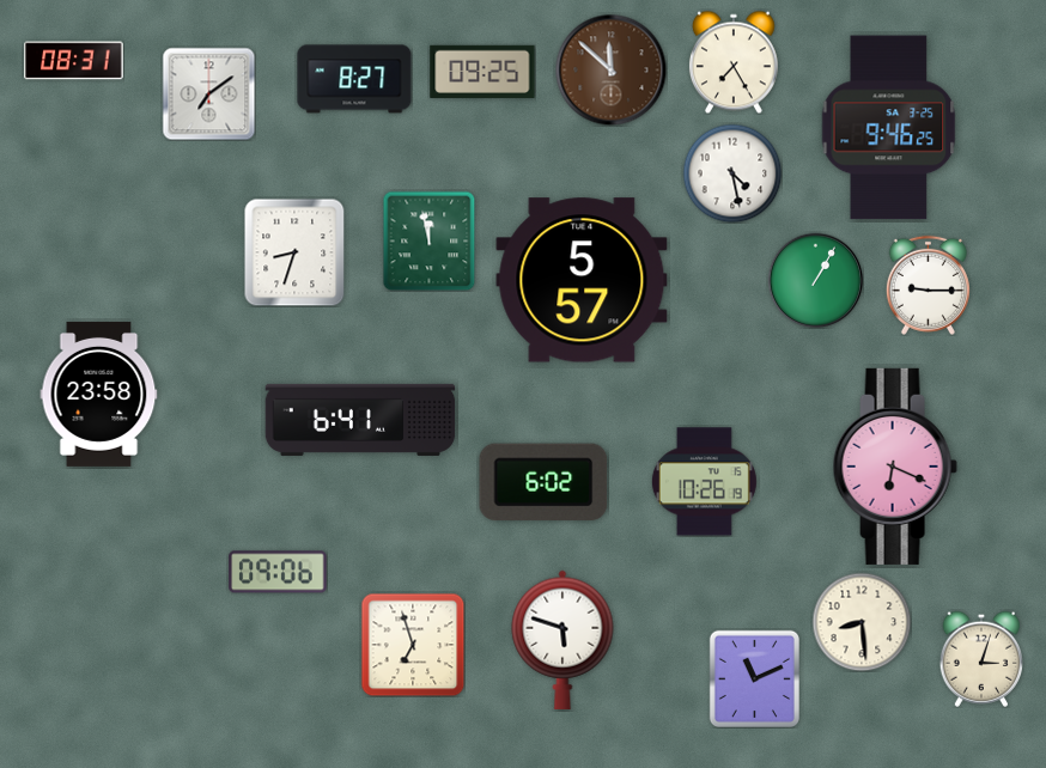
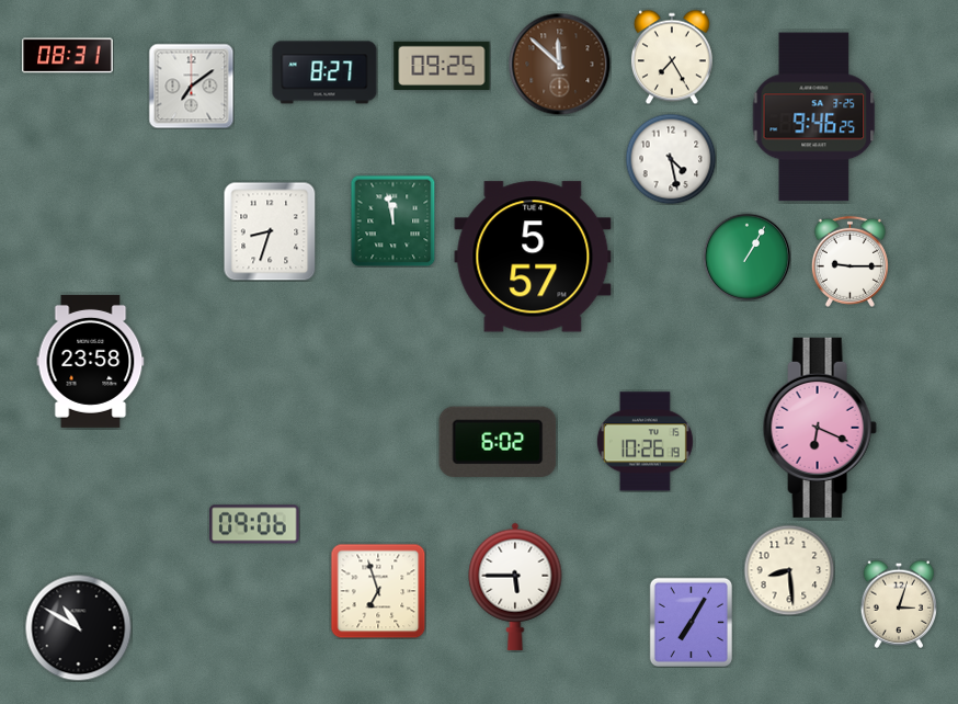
clock at (360, 420): 6:41 -> none
clock at (562, 640): 5:48 -> 5:45
clock at (754, 678): 11:11 -> 7:05
clock at (78, 627): none -> 10:50
